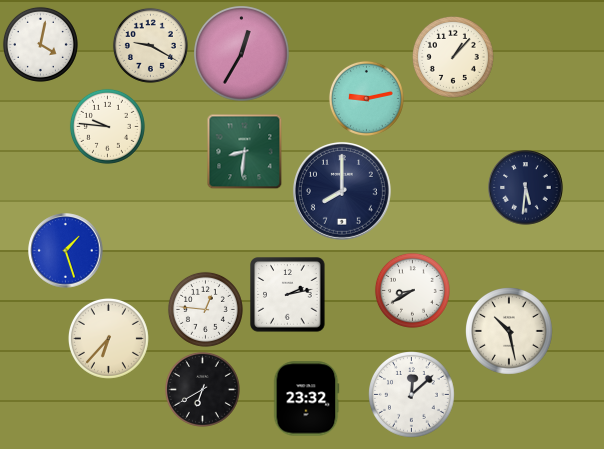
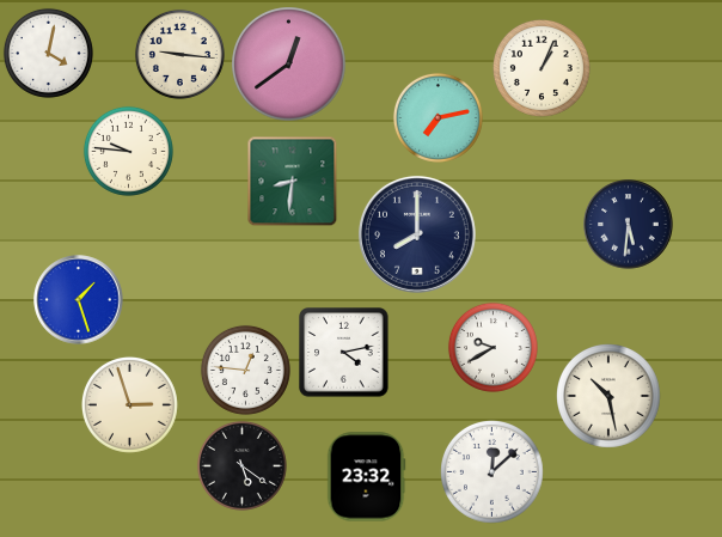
clock at (150, 45): 9:20 -> 9:16
clock at (242, 54): 12:35 -> 12:39
clock at (453, 57): 1:07 -> 1:04
clock at (366, 98): 9:13 -> 7:13
clock at (342, 191) position: (342, 191) -> (417, 234)
clock at (412, 290): 8:40 -> 9:40
clock at (288, 295): 2:13 -> 4:13
clock at (108, 338): 6:37 -> 2:57
clock at (202, 389): 6:40 -> 5:21
